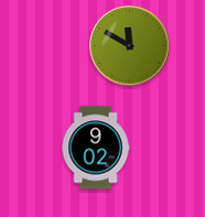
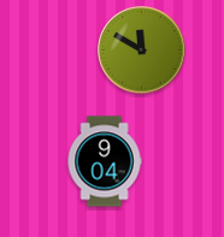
clock at (96, 148): 9:02 -> 9:04
